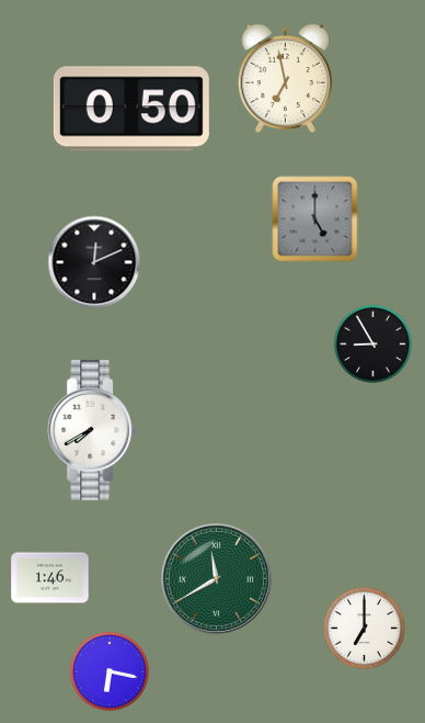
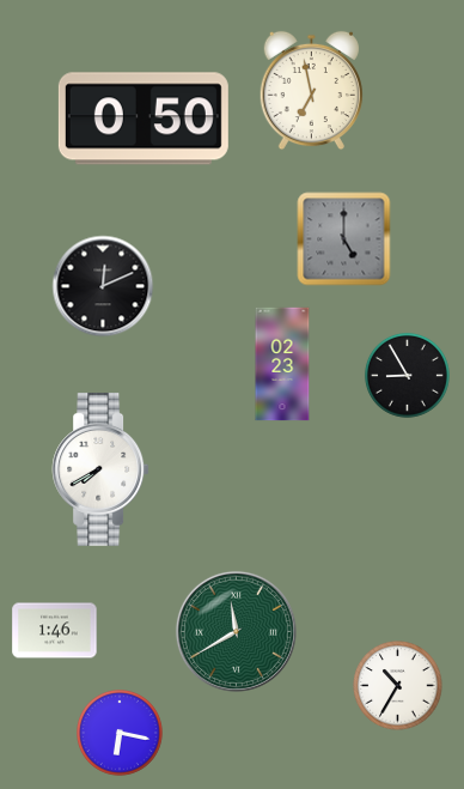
clock at (285, 79) position: (285, 79) -> (311, 91)
clock at (282, 364): none -> 02:23
clock at (365, 629): 7:00 -> 10:35
